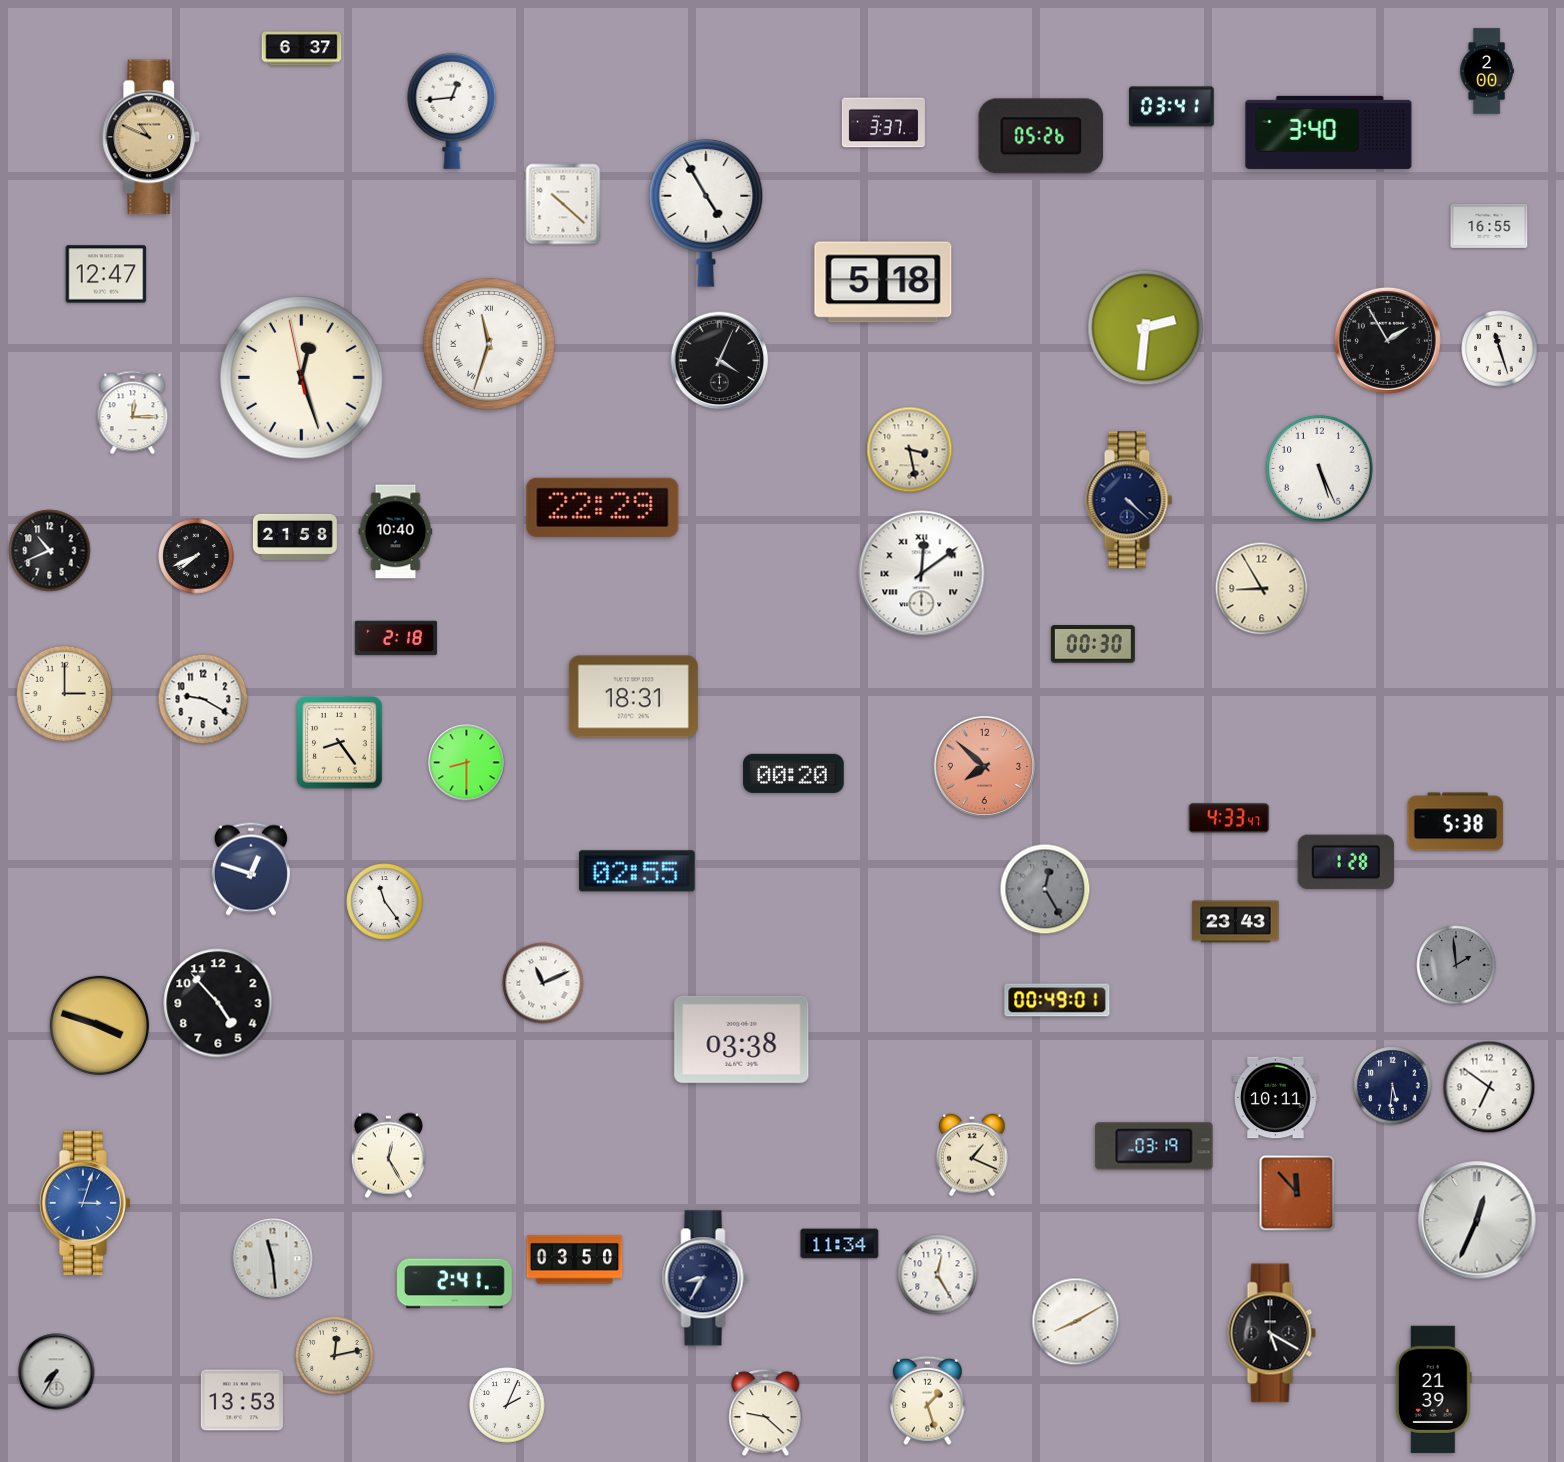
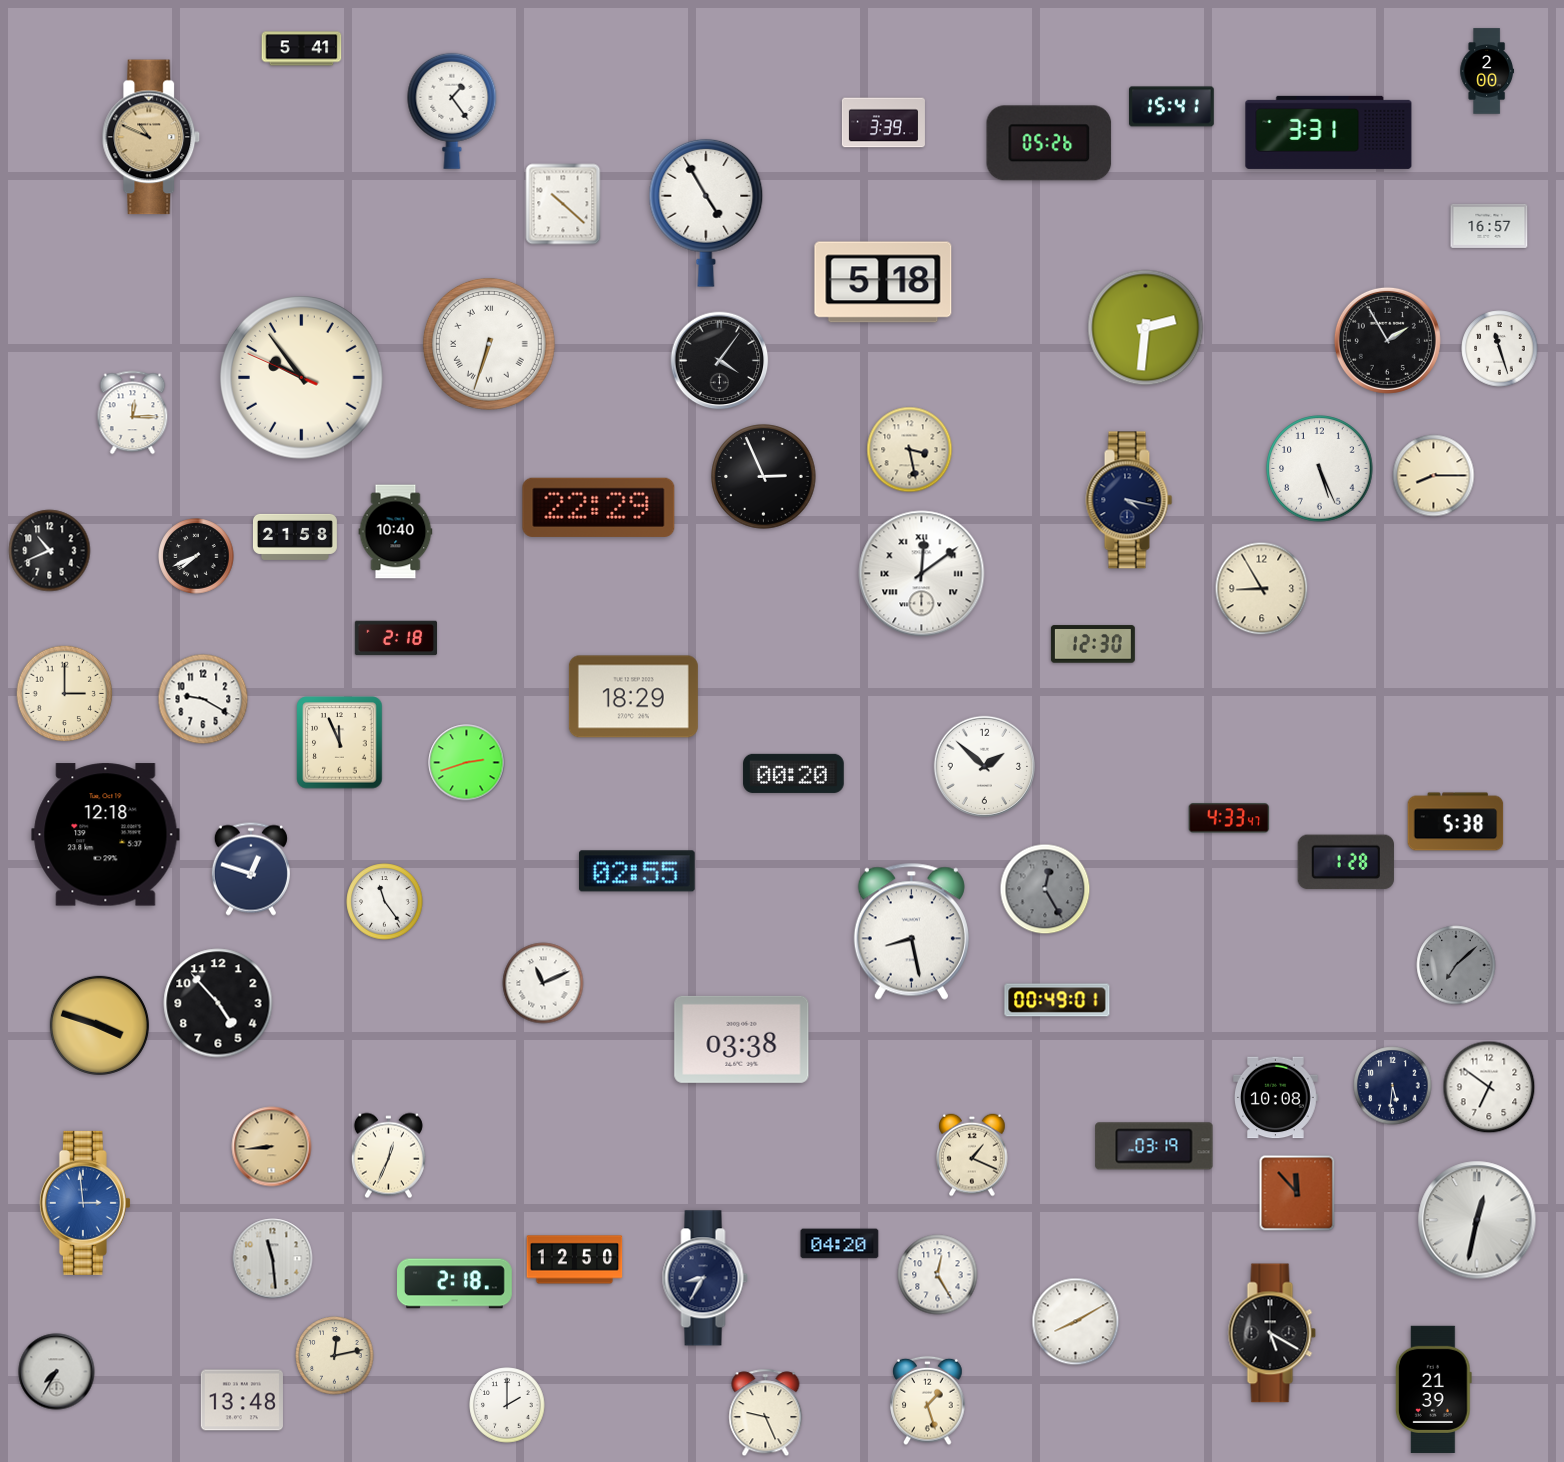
clock at (302, 49): 6:37 -> 5:41
clock at (1172, 107): 03:41 -> 15:41
clock at (452, 111): 12:44 -> 1:24
clock at (883, 123): 3:37 -> 3:39
clock at (1329, 132): 3:40 -> 3:31
clock at (1041, 136) position: (1041, 136) -> (1049, 143)
clock at (1489, 226): 16:55 -> 16:57
clock at (106, 274): 12:47 -> none
clock at (489, 344): 11:33 -> 6:33
clock at (720, 361): 4:04 -> 4:06
clock at (302, 378): 12:26 -> 9:53
clock at (1434, 476): none -> 8:15
clock at (764, 477): none -> 2:56
clock at (1129, 500): 4:22 -> 4:17
clock at (603, 507) position: (603, 507) -> (599, 507)
clock at (1093, 644): 00:30 -> 12:30
clock at (633, 697): 18:31 -> 18:29
clock at (340, 743): 8:24 -> 11:56
clock at (467, 763): 8:30 -> 2:42
clock at (984, 766): 7:52 -> 1:52
clock at (984, 766) dial: salmon -> white
clock at (106, 835): none -> 12:18
clock at (1236, 922): 23:43 -> none
clock at (911, 931): none -> 8:28
clock at (1456, 965): 1:59 -> 7:08
clock at (1276, 1098): 10:11 -> 10:08
clock at (272, 1147): none -> 8:44
clock at (388, 1156): 12:25 -> 12:34
clock at (85, 1203): 3:03 -> 2:59
clock at (1477, 1220): 12:34 -> 12:32
clock at (840, 1244): 11:34 -> 04:20
clock at (575, 1260): 03:50 -> 12:50
clock at (455, 1284): 2:41 -> 2:18
clock at (242, 1400): 13:53 -> 13:48
clock at (507, 1405): 2:04 -> 2:00
clock at (766, 1413): 9:22 -> 9:26
